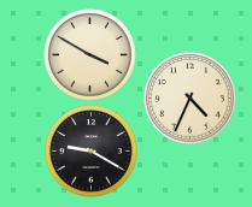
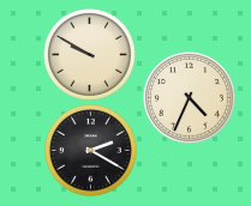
clock at (90, 55): 3:50 -> 9:50
clock at (92, 152): 9:20 -> 2:20
